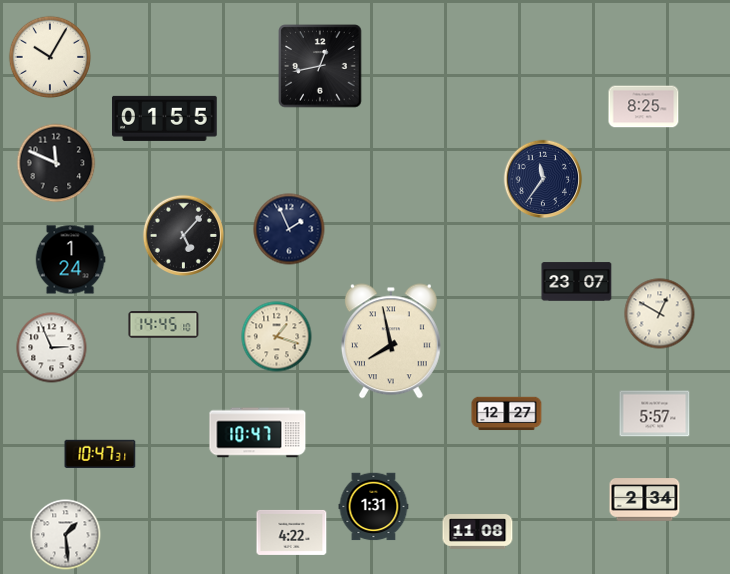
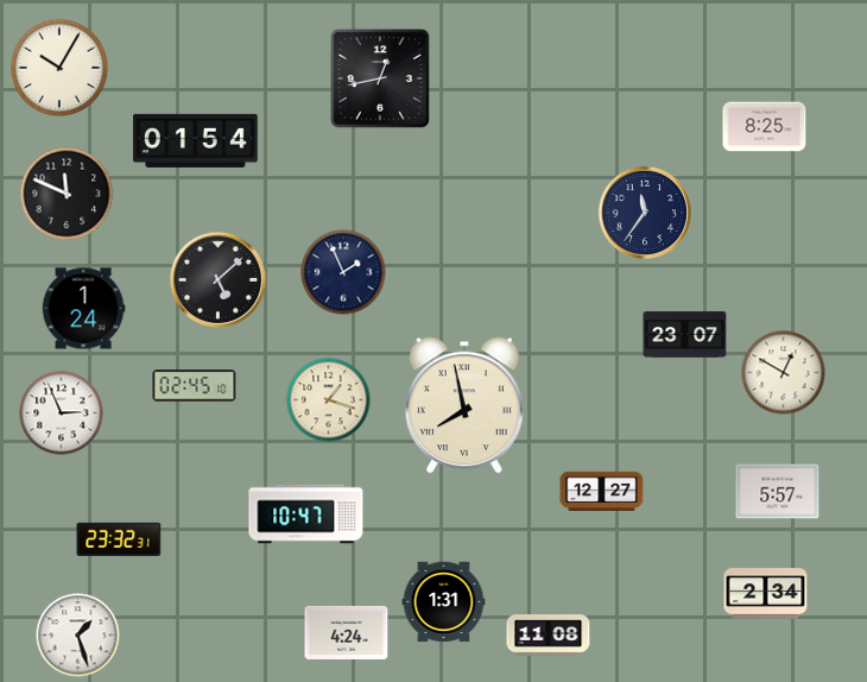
clock at (165, 118): 01:55 -> 01:54
clock at (183, 235): 5:07 -> 5:08
clock at (164, 325): 14:45 -> 02:45
clock at (100, 454): 10:47 -> 23:32
clock at (292, 532): 4:22 -> 4:24
clock at (478, 532) position: (478, 532) -> (549, 636)
clock at (66, 535): 1:29 -> 1:27
